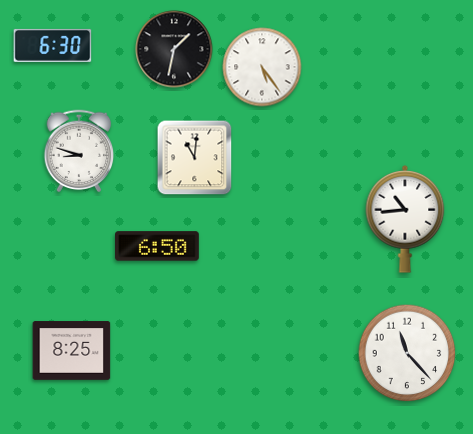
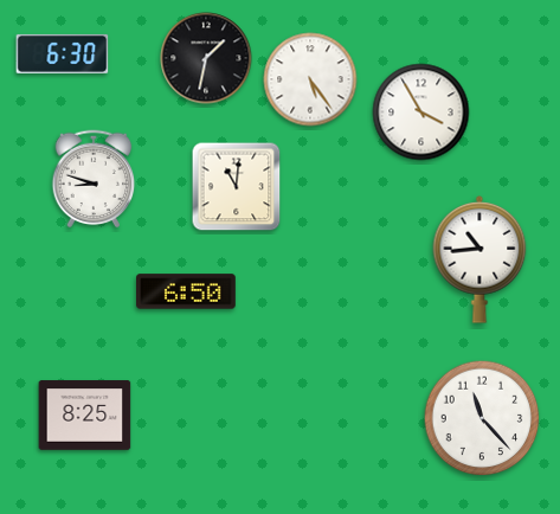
clock at (421, 113): none -> 3:55
clock at (195, 158) position: (195, 158) -> (237, 187)
